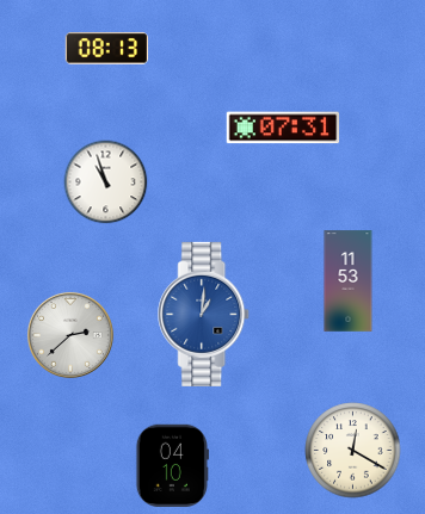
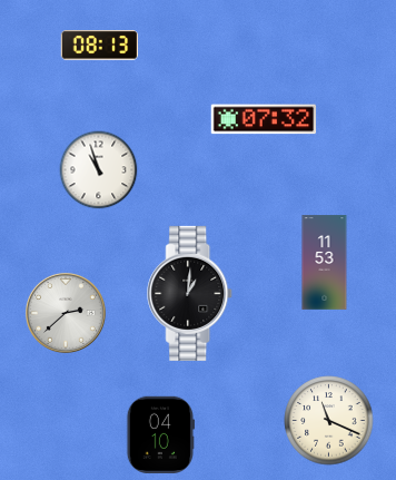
clock at (283, 128): 07:31 -> 07:32
clock at (204, 314) dial: blue -> black
clock at (353, 451): 12:20 -> 11:19
